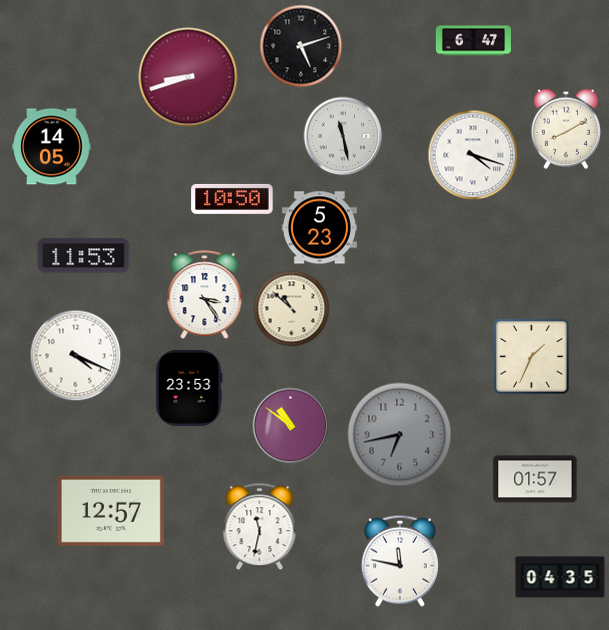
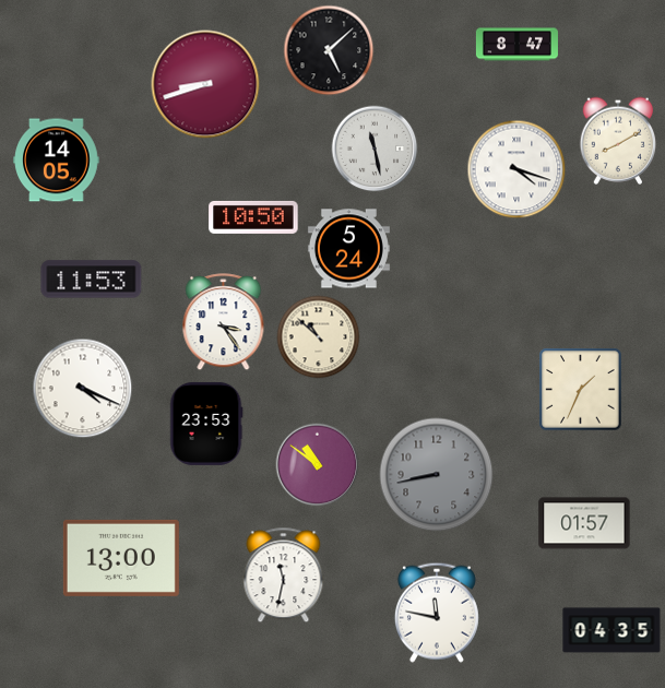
clock at (473, 41): 6:47 -> 8:47
clock at (301, 46): 5:12 -> 5:08
clock at (319, 228): 5:23 -> 5:24
clock at (400, 435): 6:43 -> 8:43
clock at (111, 511): 12:57 -> 13:00
